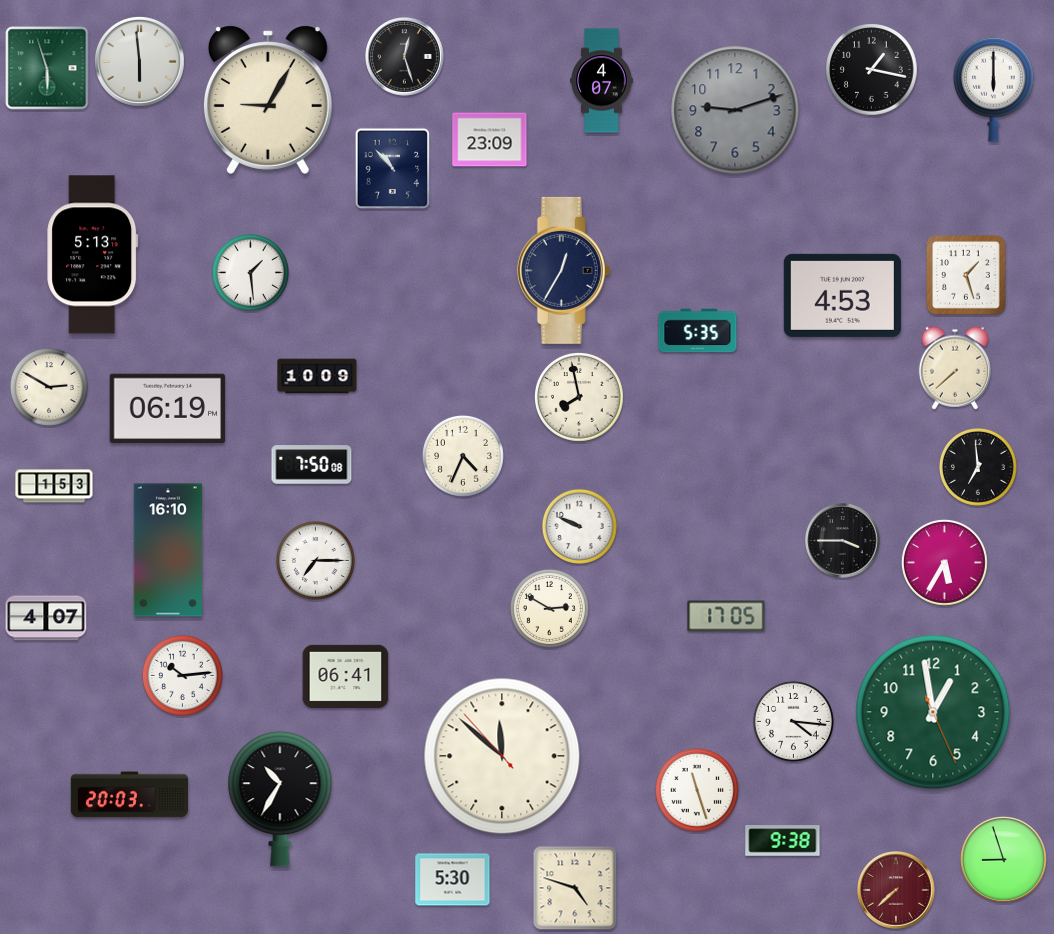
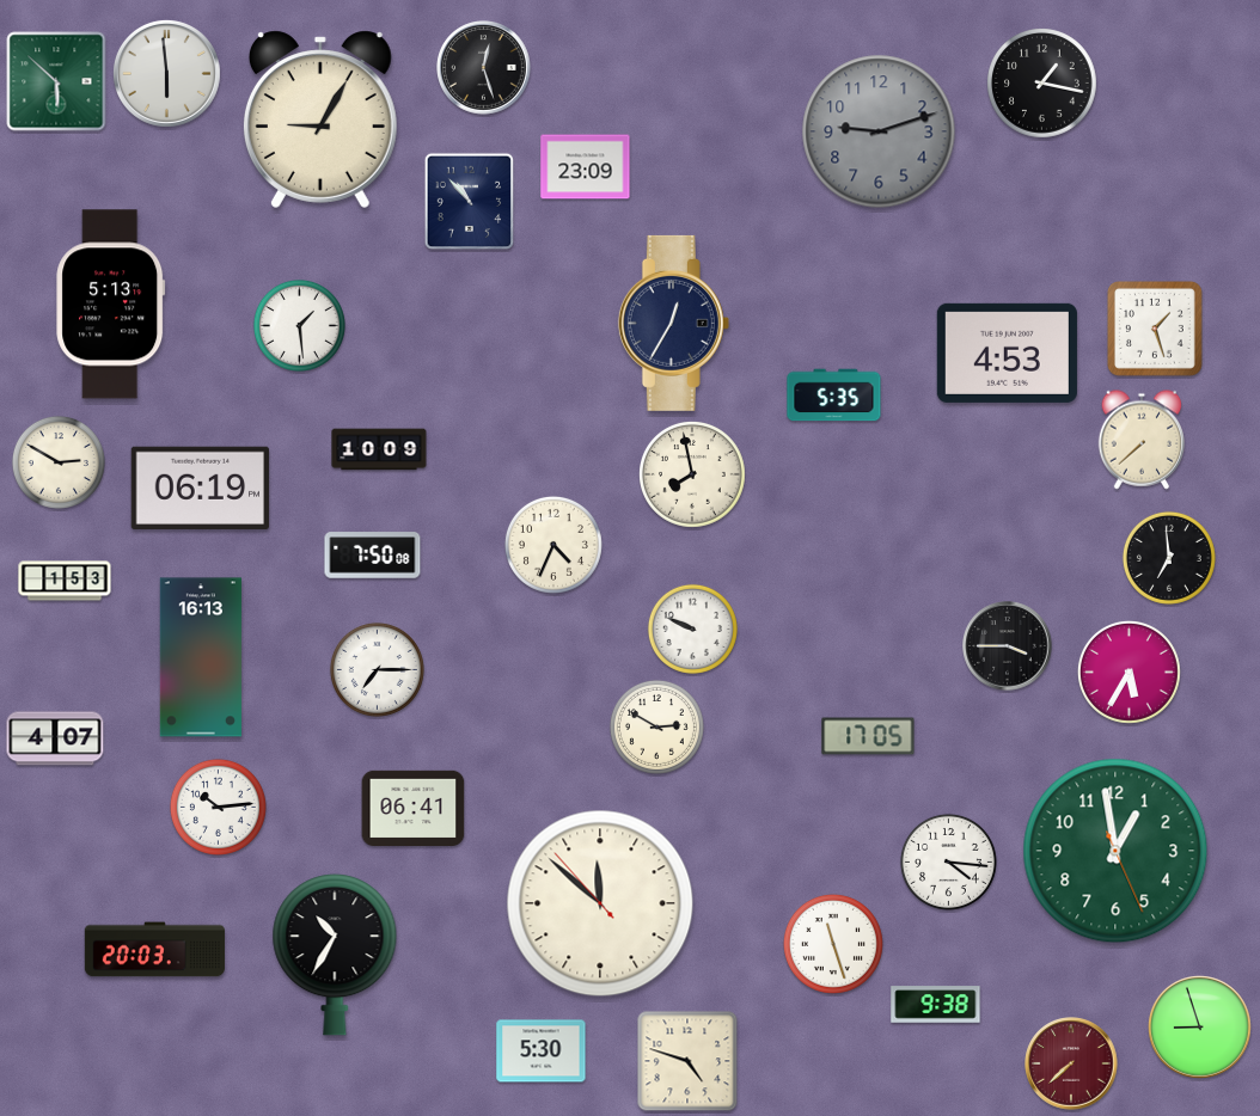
clock at (47, 68): 5:57 -> 5:52
clock at (602, 81): 4:07 -> none
clock at (994, 89): 6:00 -> none
clock at (168, 550): 16:10 -> 16:13
